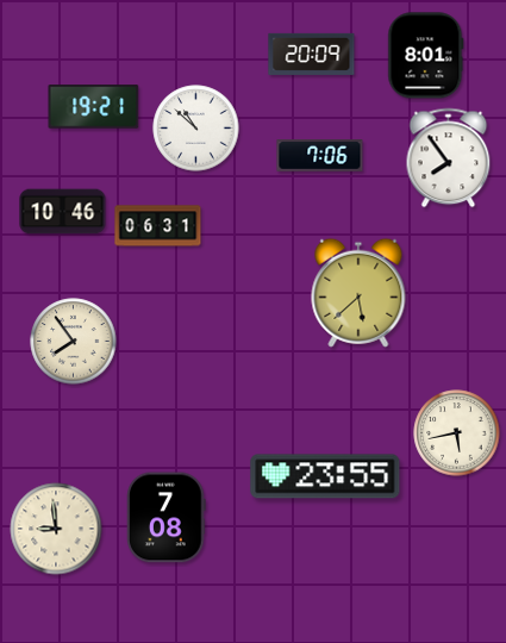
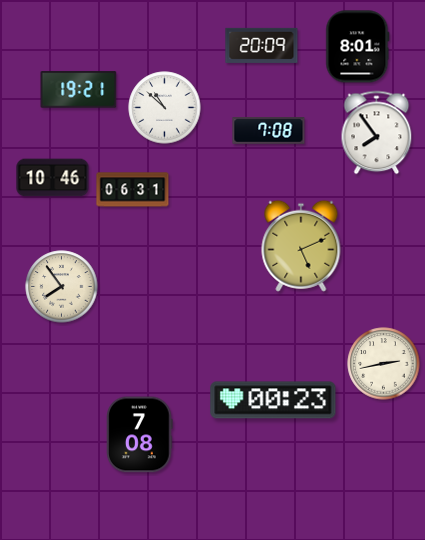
clock at (320, 156): 7:06 -> 7:08
clock at (358, 293): 5:38 -> 5:11
clock at (457, 433): 5:43 -> 2:43
clock at (325, 476): 23:55 -> 00:23
clock at (56, 529): 8:59 -> none
